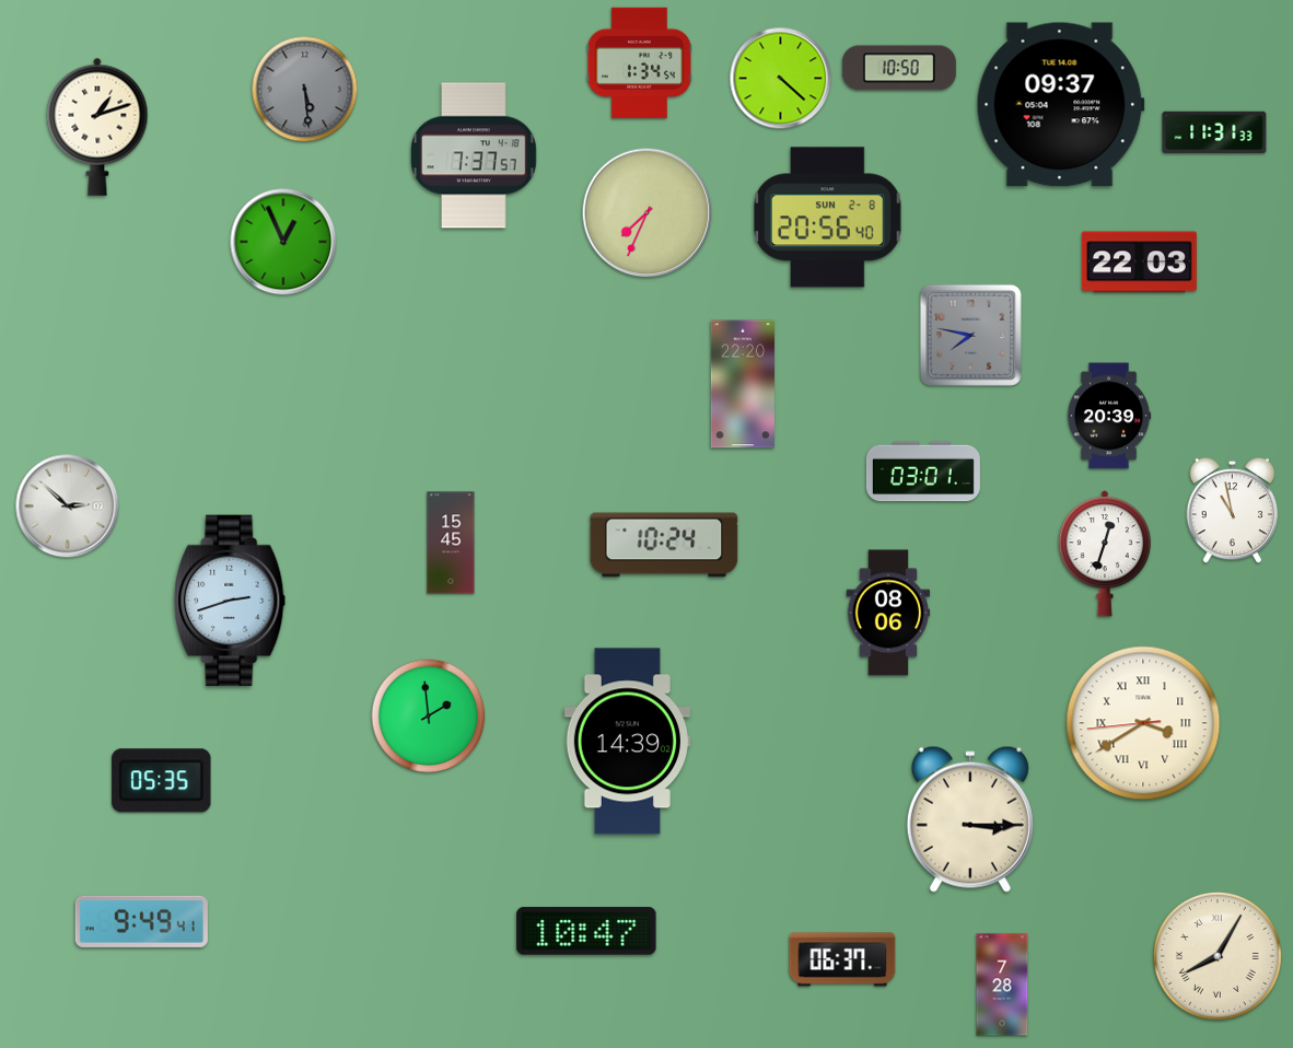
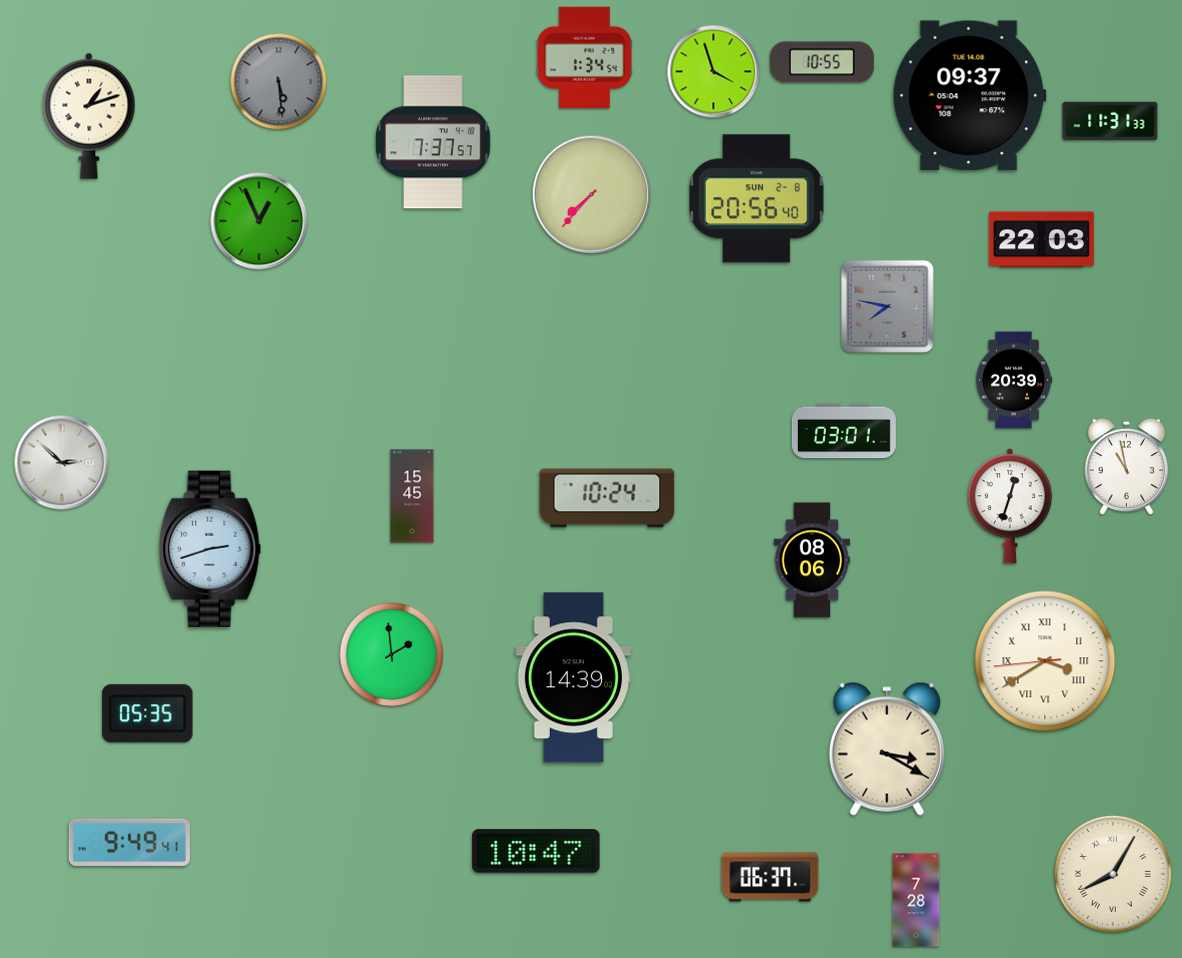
clock at (899, 68): 10:50 -> 10:55
clock at (781, 79): 4:22 -> 3:57
clock at (648, 213): 7:34 -> 7:37
clock at (743, 384): 22:20 -> none
clock at (970, 819): 3:15 -> 3:20
